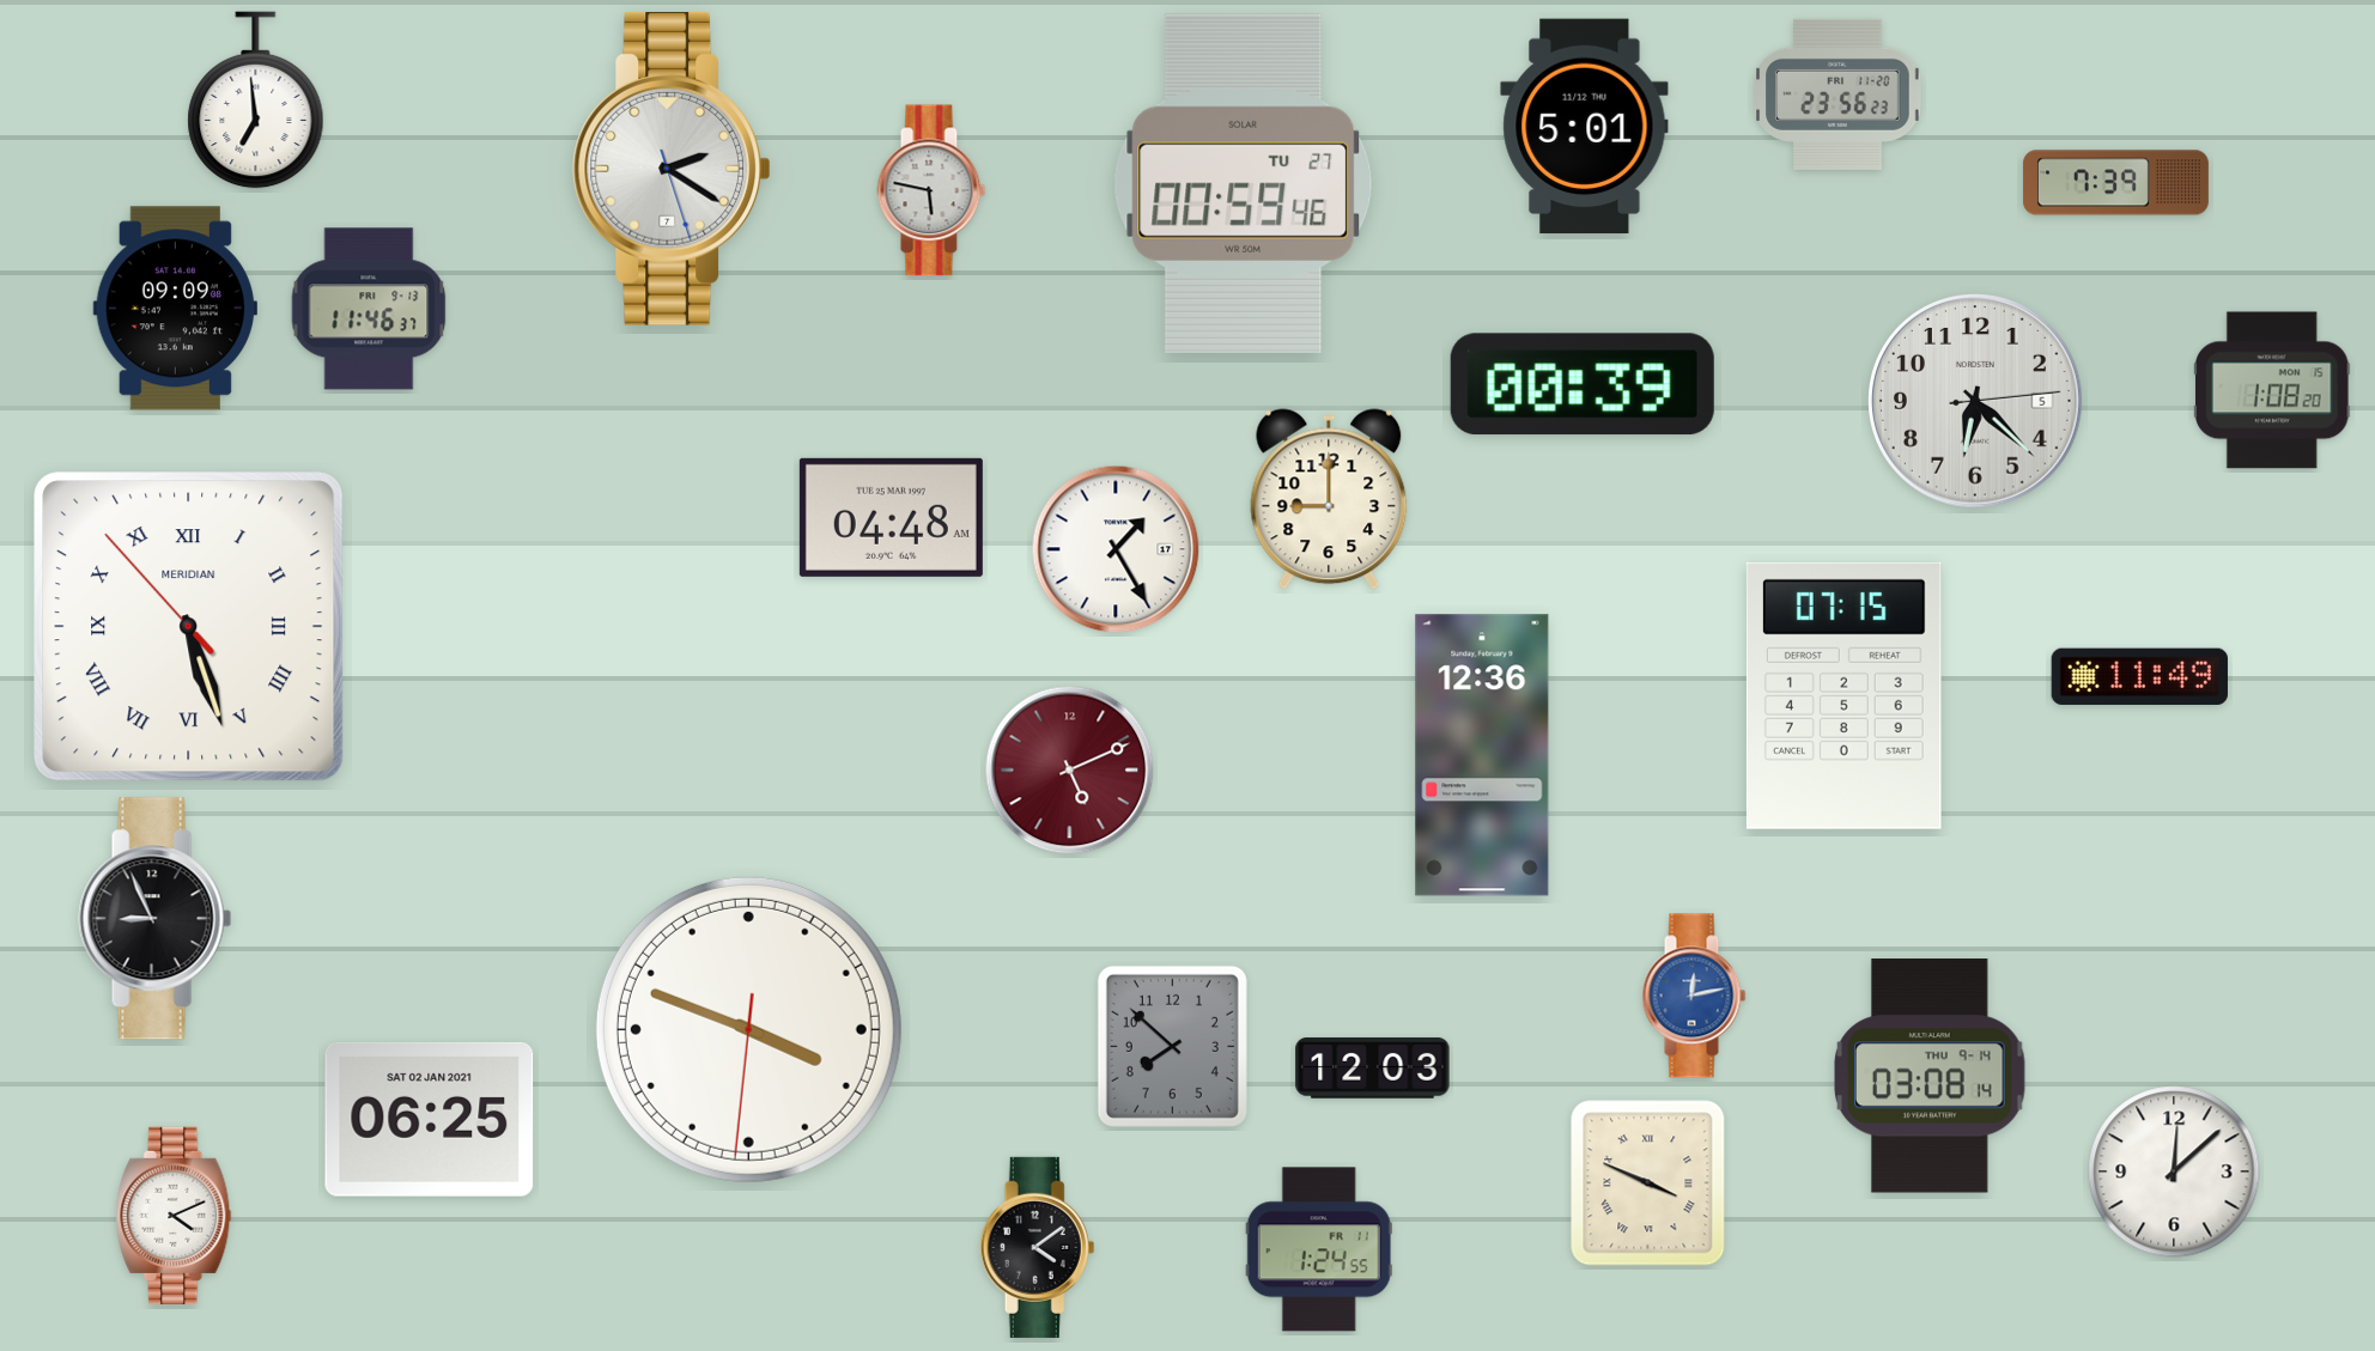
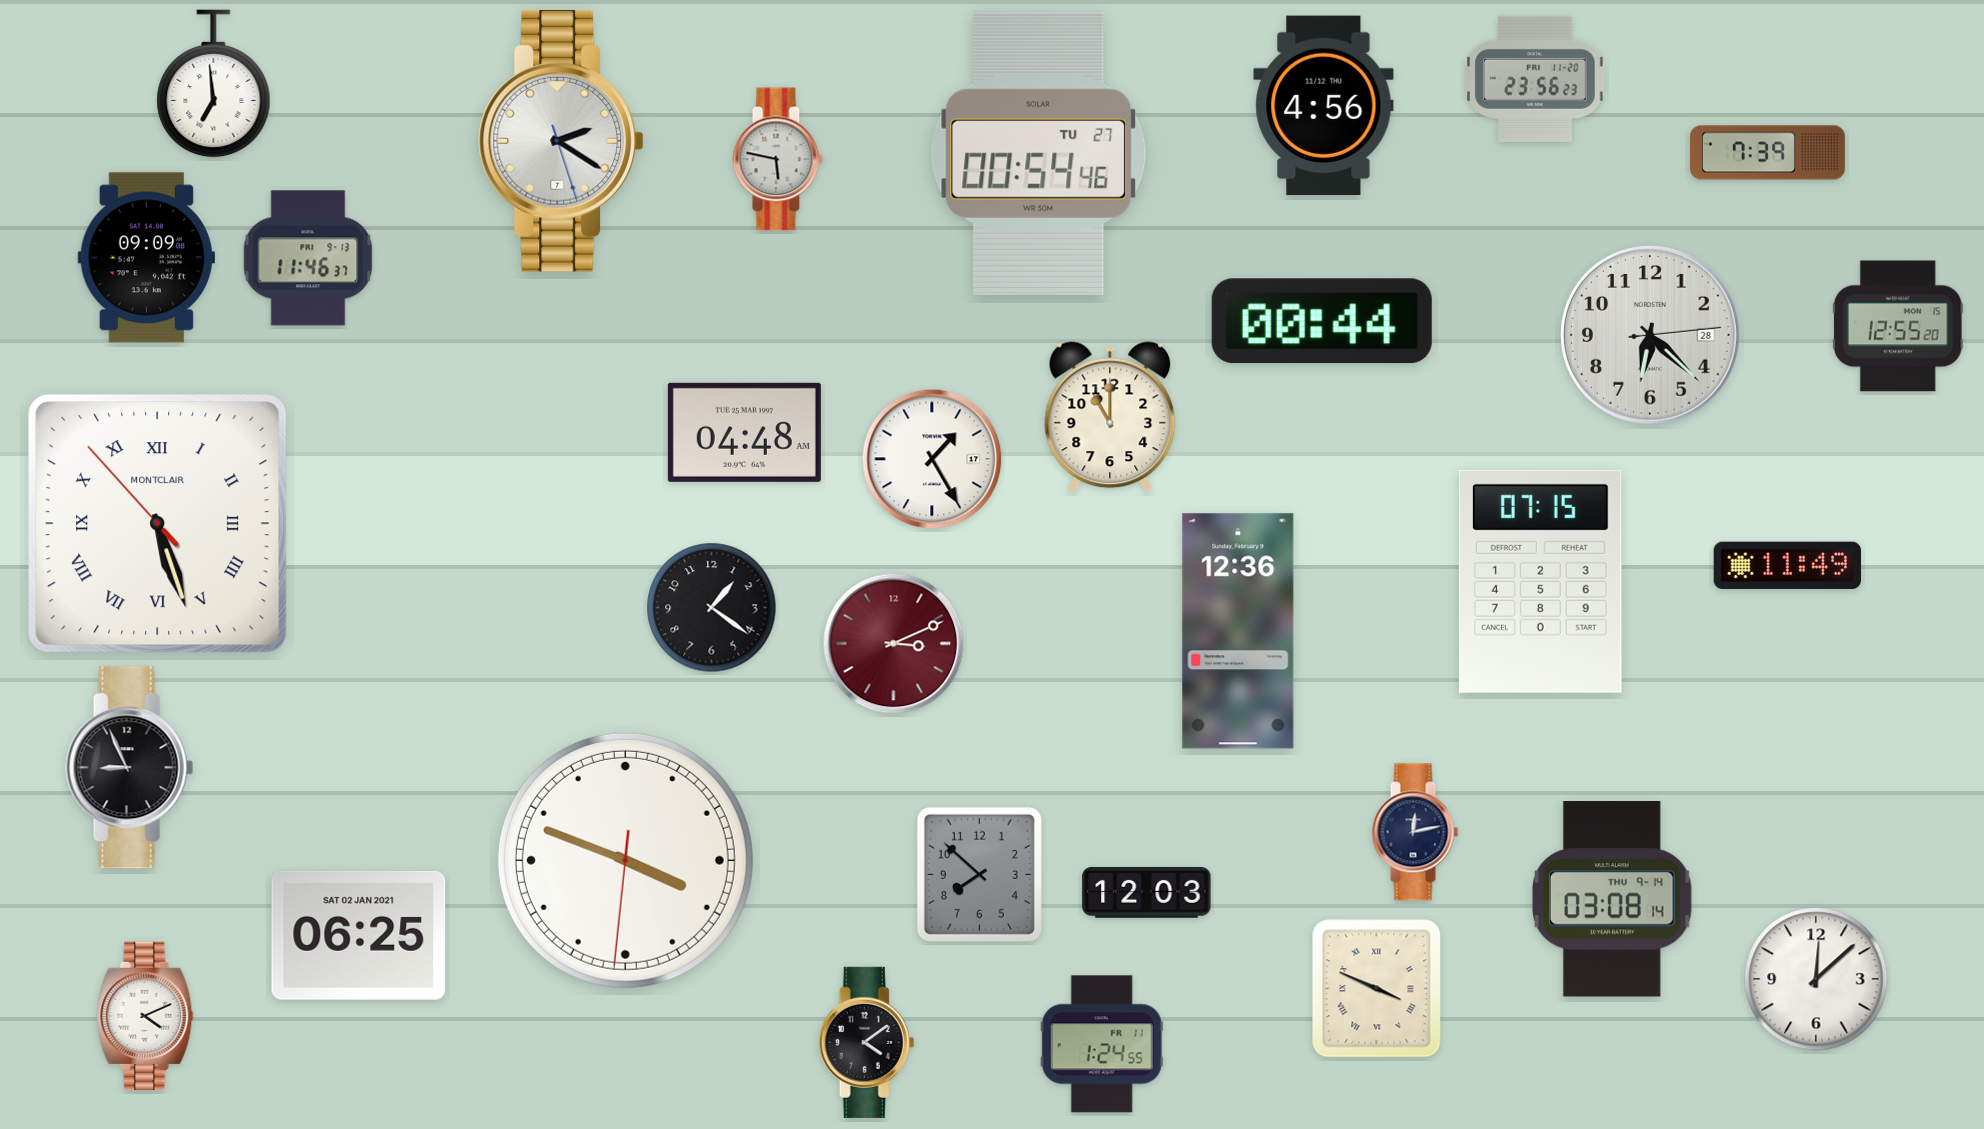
clock at (1585, 127): 5:01 -> 4:56
clock at (1244, 183): 00:59 -> 00:54
clock at (1583, 384): 00:39 -> 00:44
clock at (2273, 390): 1:08 -> 12:55
clock at (1976, 402) date: 5 -> 28
clock at (1329, 499): 9:00 -> 11:00
clock at (189, 627) brand: MERIDIAN -> MONTCLAIR
clock at (712, 608): none -> 1:21
clock at (1070, 771): 5:11 -> 3:11
clock at (1694, 996) dial: blue -> navy
